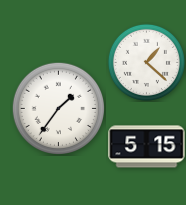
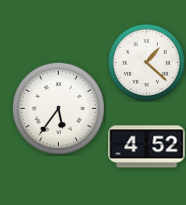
clock at (58, 108): 1:36 -> 5:36
clock at (147, 147): 5:15 -> 4:52
